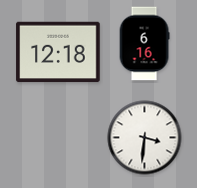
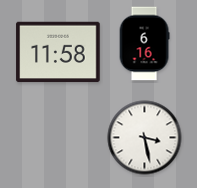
clock at (58, 52): 12:18 -> 11:58
clock at (145, 138): 3:31 -> 3:28
